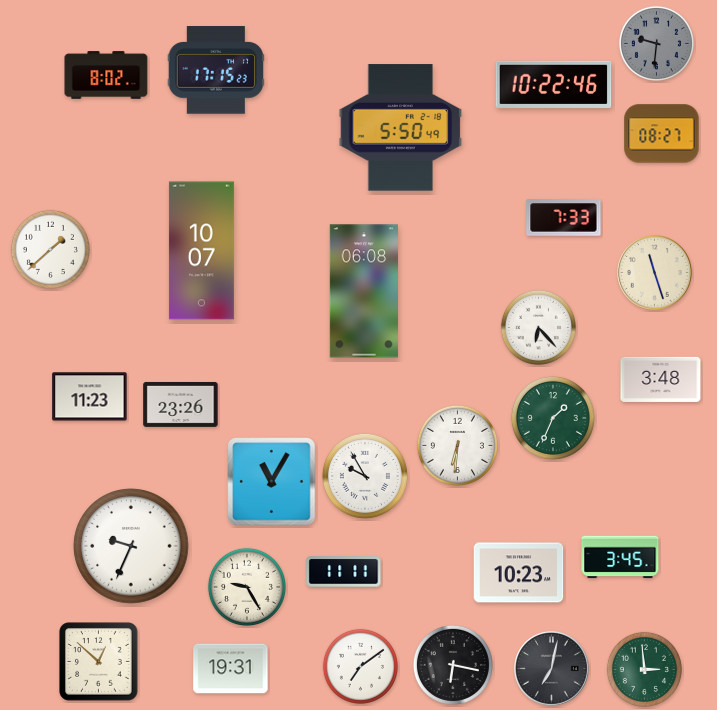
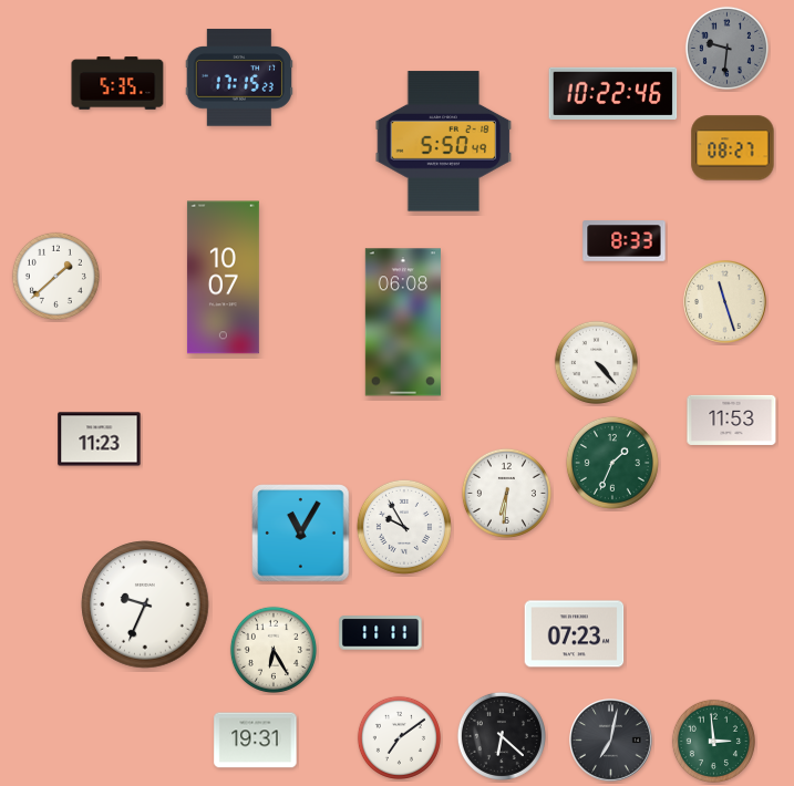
clock at (106, 75): 8:02 -> 5:35
clock at (564, 218): 7:33 -> 8:33
clock at (538, 327): 6:23 -> 4:23
clock at (661, 379): 3:48 -> 11:53
clock at (181, 404): 23:26 -> none
clock at (620, 557): 3:45 -> none
clock at (519, 573): 10:23 -> 07:23
clock at (247, 587): 9:25 -> 6:25
clock at (99, 662): 12:52 -> none
clock at (453, 665): 6:17 -> 6:22
